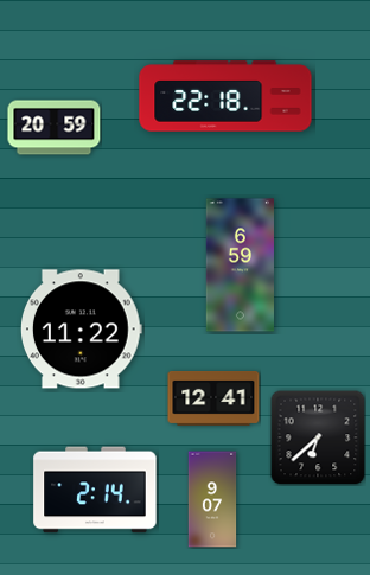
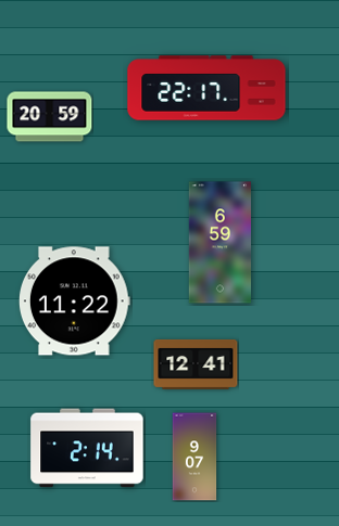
clock at (225, 96): 22:18 -> 22:17
clock at (318, 437): 6:38 -> none
